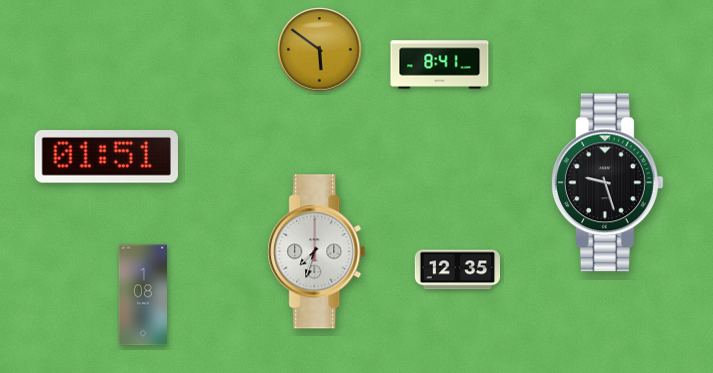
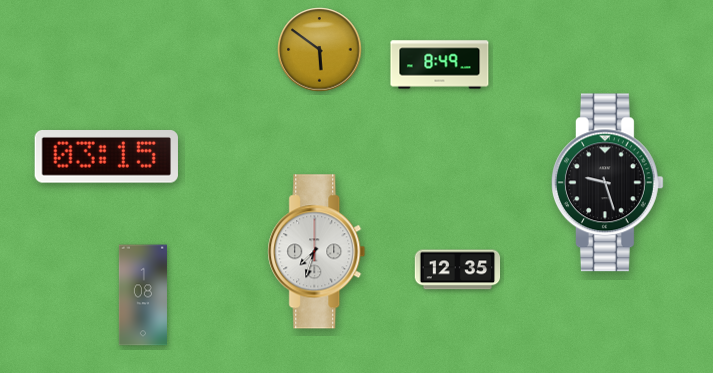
clock at (440, 65): 8:41 -> 8:49
clock at (106, 157): 01:51 -> 03:15
